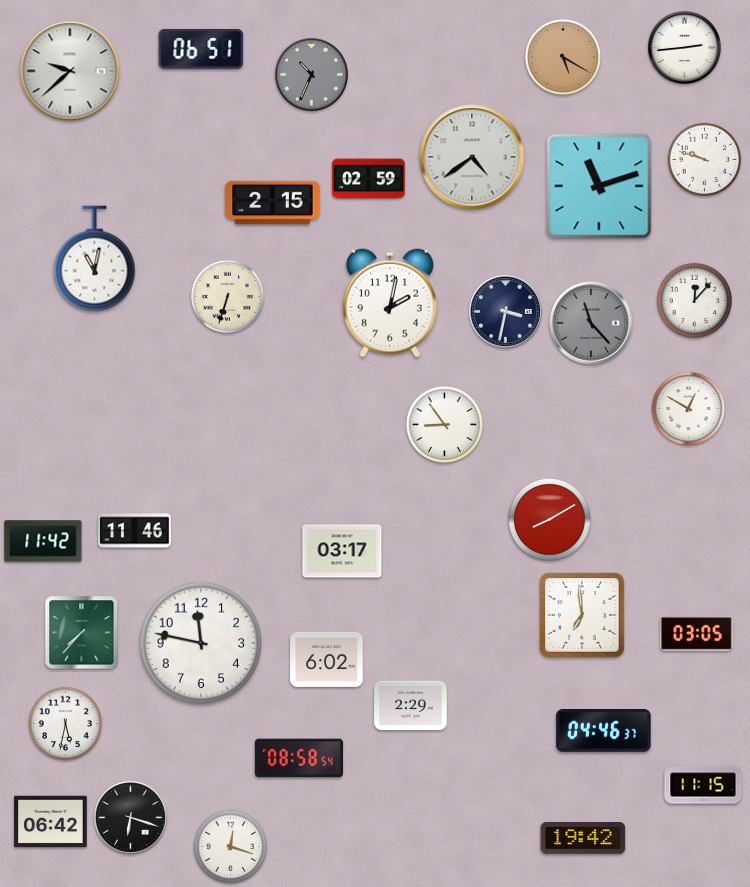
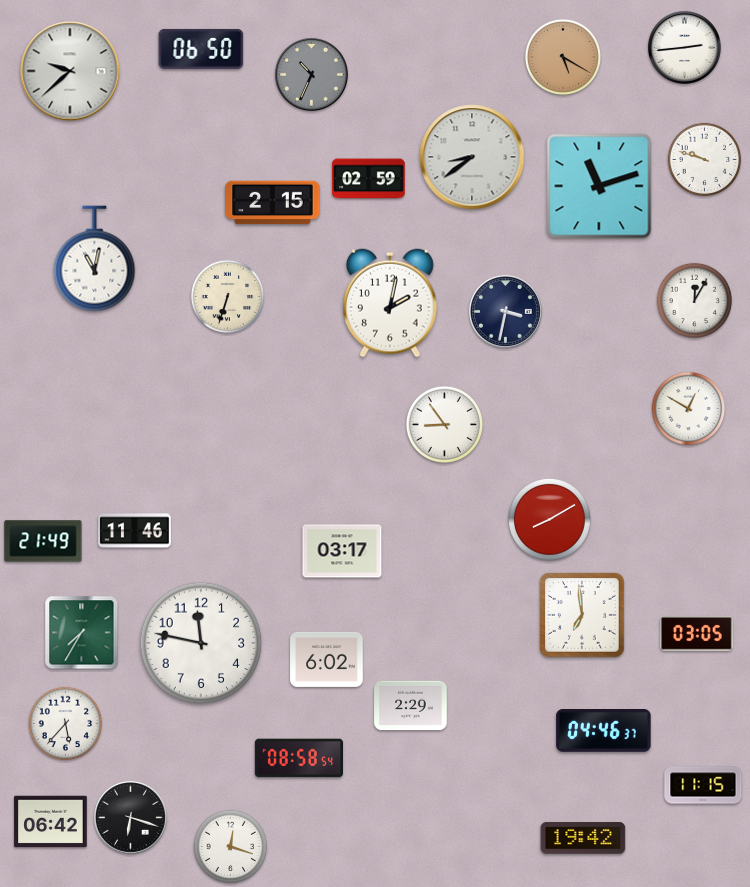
clock at (201, 49): 06:51 -> 06:50
clock at (472, 157): 4:39 -> 8:39
clock at (694, 300): 12:07 -> 12:05
clock at (591, 323): 11:23 -> none
clock at (43, 541): 11:42 -> 21:49
clock at (82, 633): 7:37 -> 7:35
clock at (66, 724): 5:32 -> 5:37
